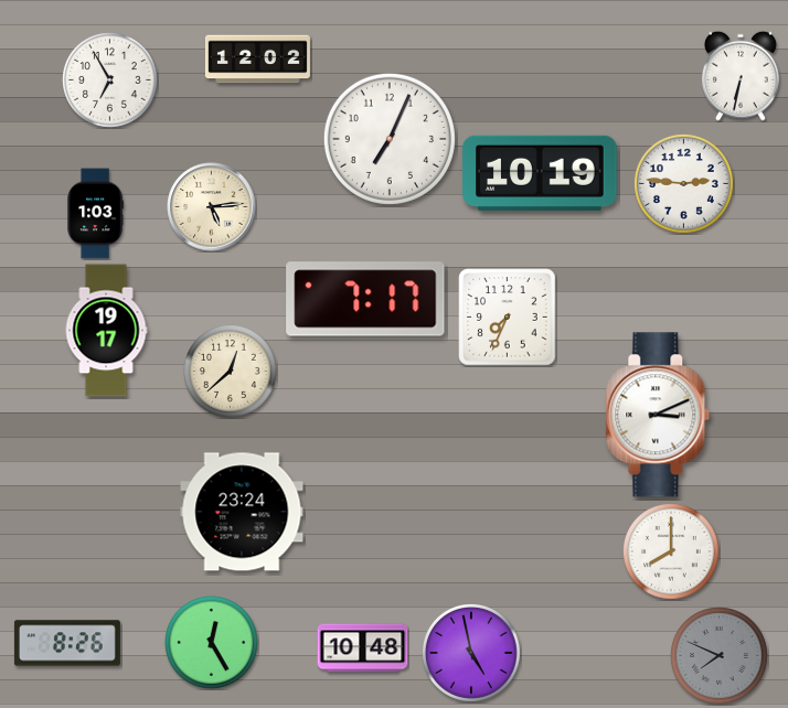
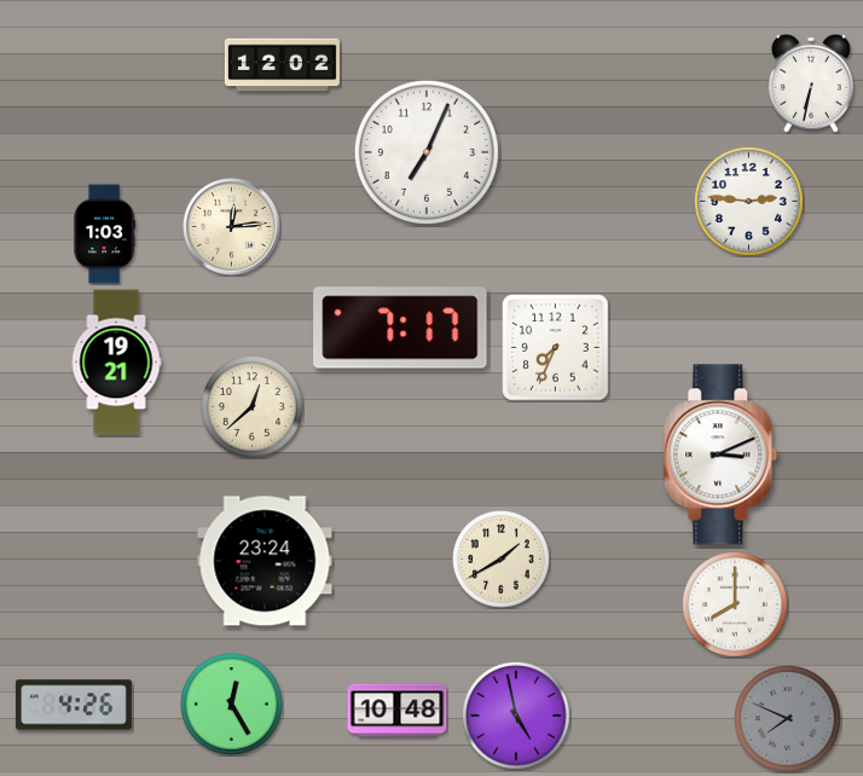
clock at (110, 81): 6:55 -> none
clock at (540, 173): 10:19 -> none
clock at (212, 207): 5:14 -> 12:14
clock at (106, 331): 19:17 -> 19:21
clock at (502, 560): none -> 1:40
clock at (67, 643): 8:26 -> 4:26
